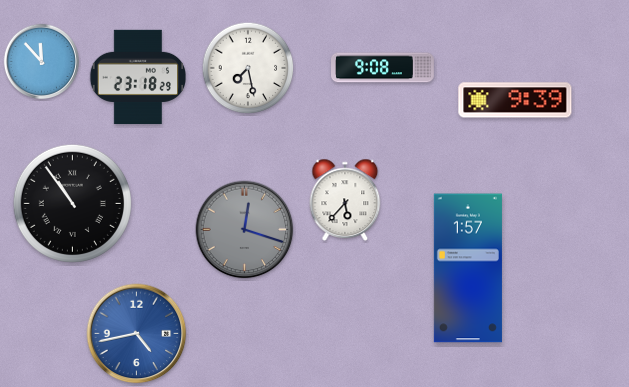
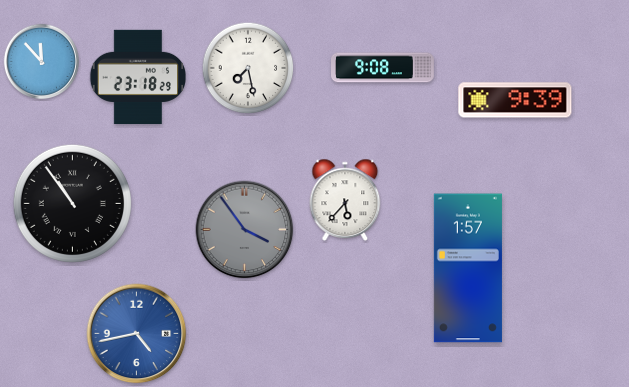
clock at (245, 230): 12:18 -> 3:54
